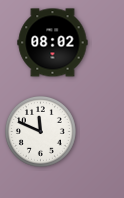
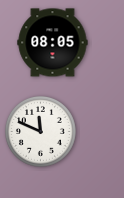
clock at (53, 43): 08:02 -> 08:05
